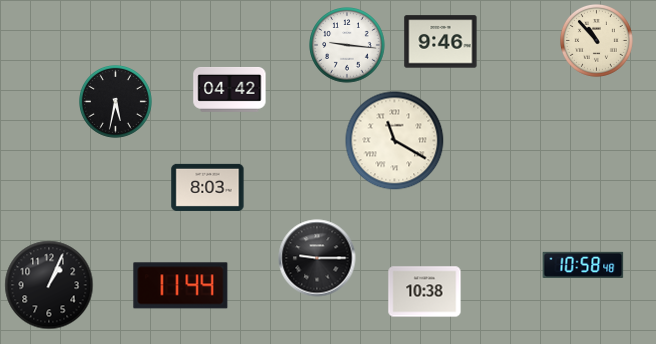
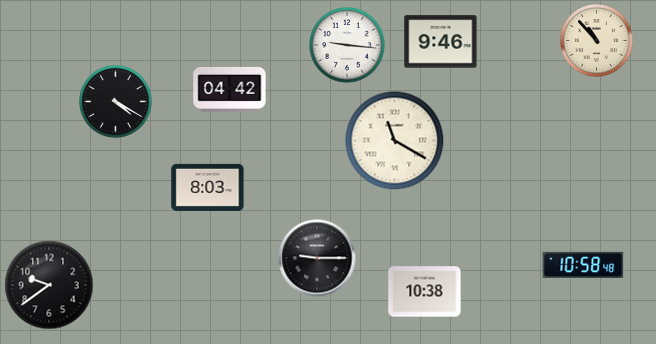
clock at (116, 102): 5:32 -> 4:20
clock at (49, 285): 1:04 -> 9:39
clock at (181, 286): 11:44 -> none
